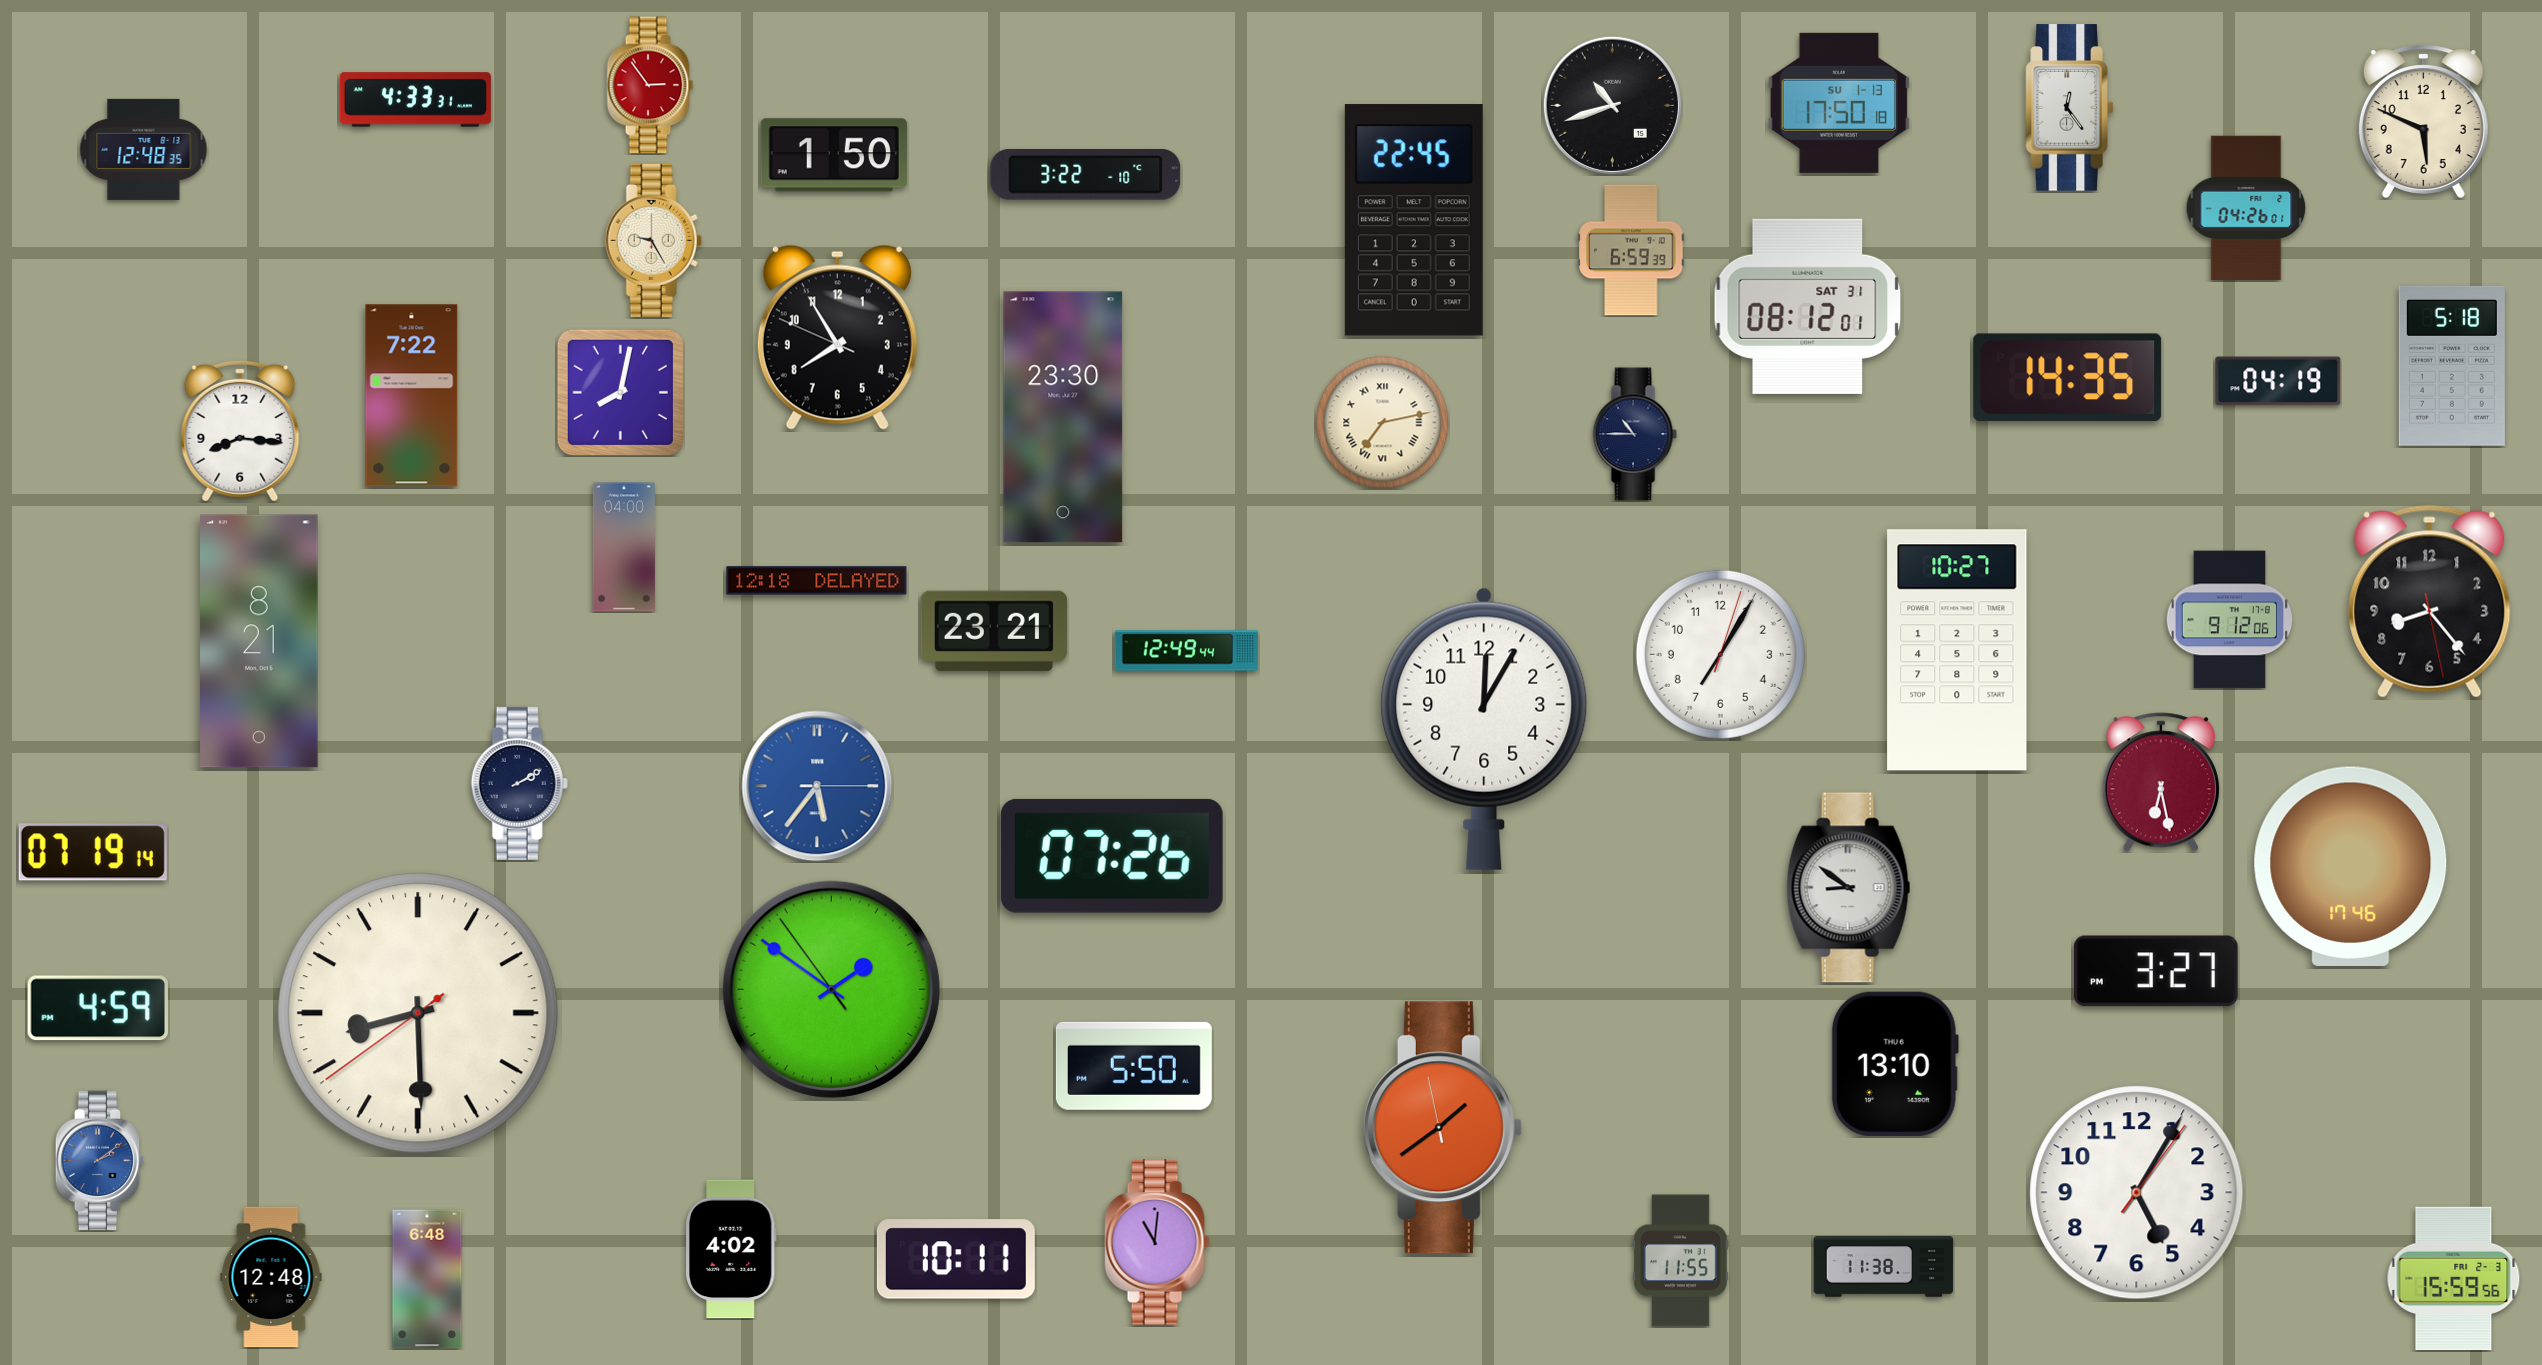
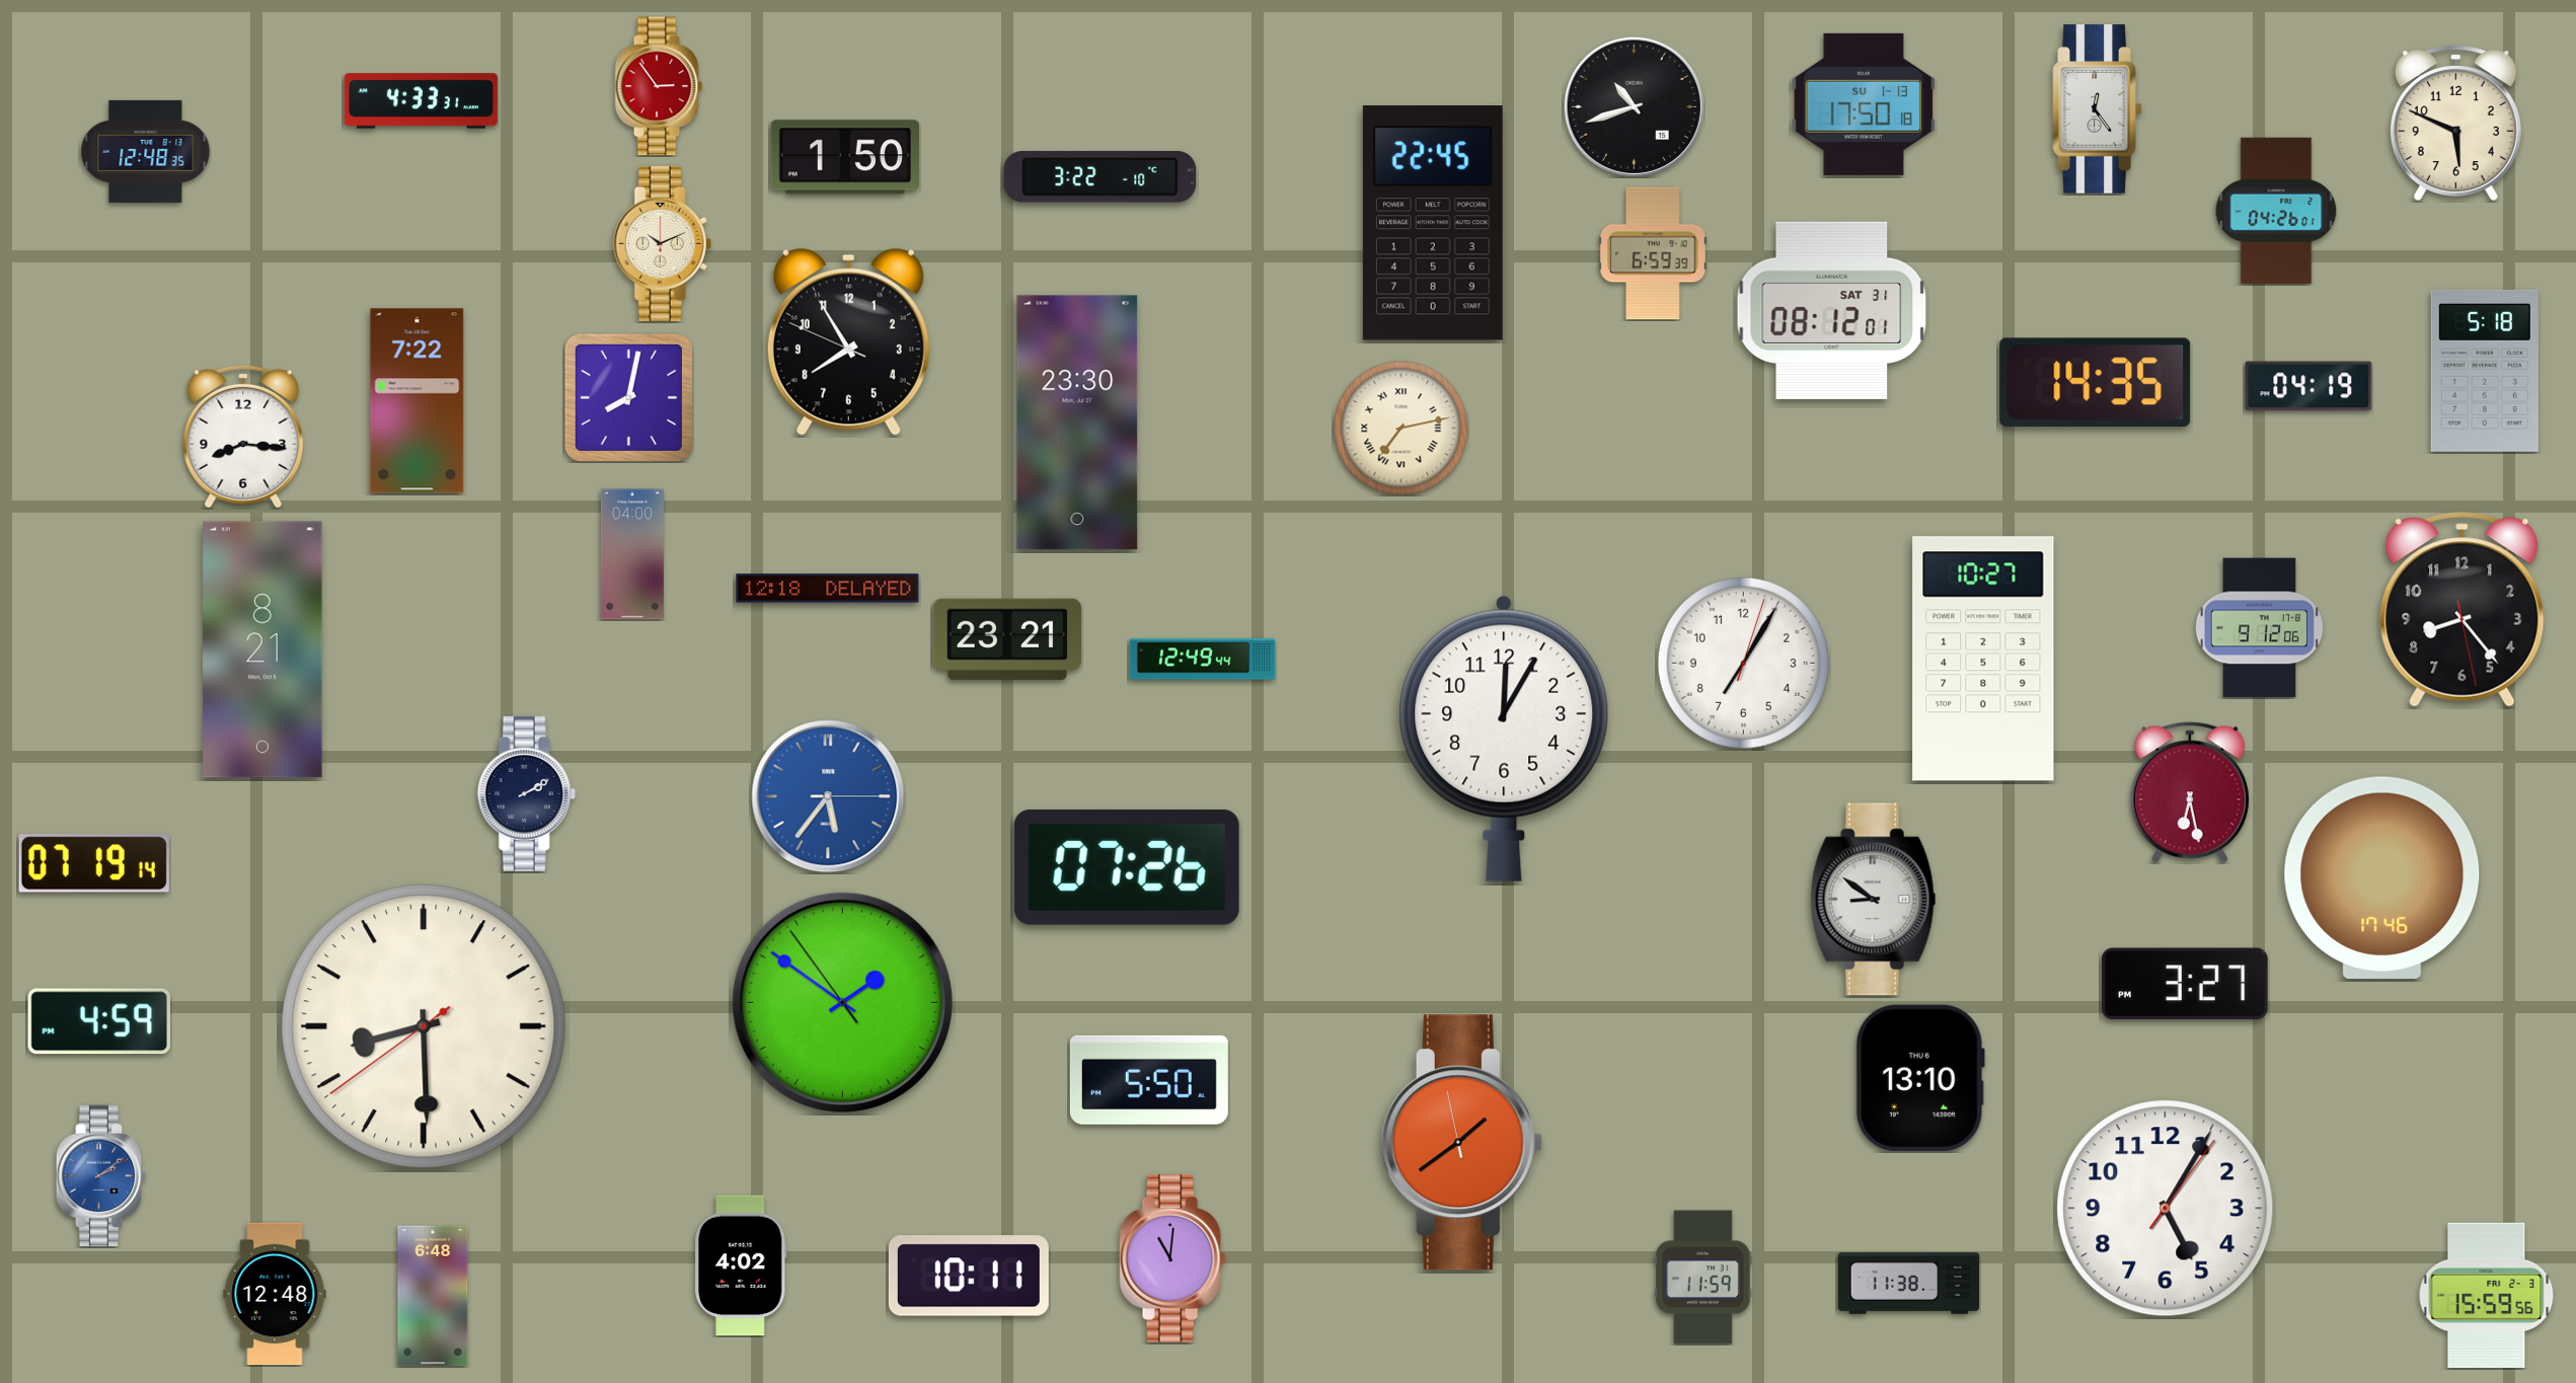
clock at (653, 240): 9:25 -> 10:11
clock at (1635, 434): 10:45 -> none
clock at (1681, 1261): 11:55 -> 11:59
